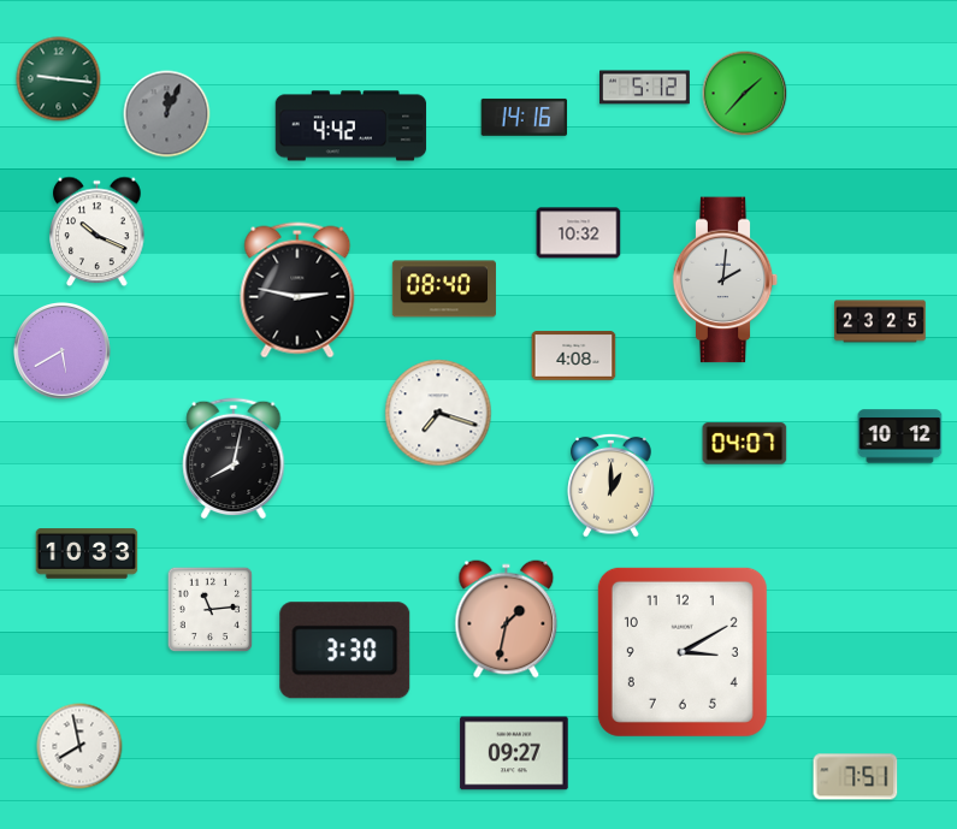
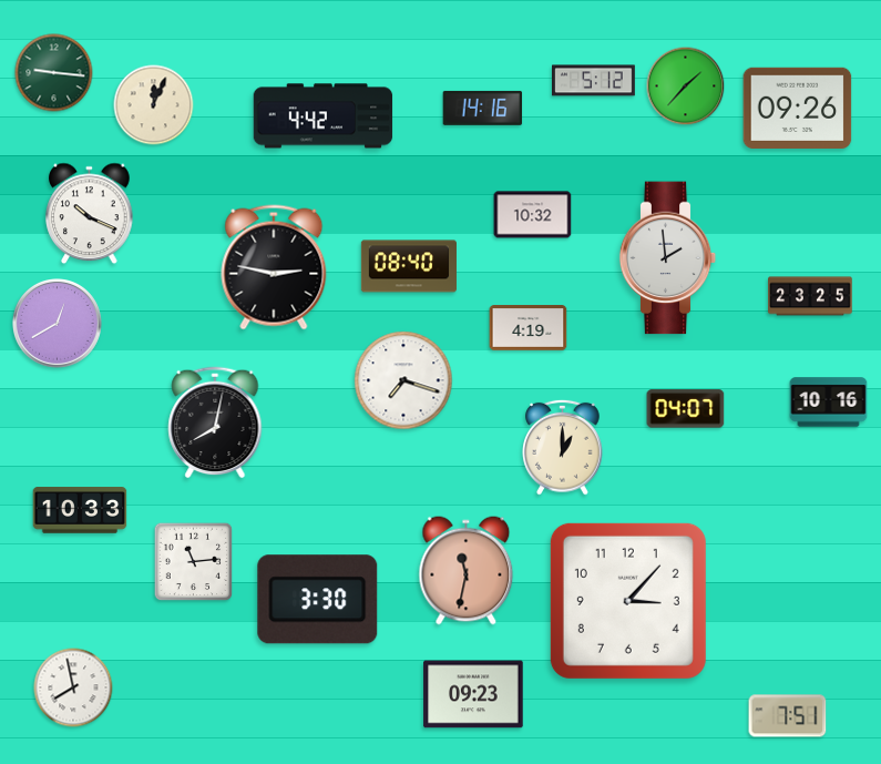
clock at (167, 114) dial: grey -> cream
clock at (798, 108): none -> 09:26
clock at (726, 280): 2:01 -> 1:59
clock at (63, 351): 5:40 -> 12:40
clock at (574, 356): 4:08 -> 4:19
clock at (900, 437): 10:12 -> 10:16
clock at (507, 620): 1:32 -> 11:32
clock at (683, 652): 3:10 -> 3:07
clock at (514, 753): 09:27 -> 09:23
